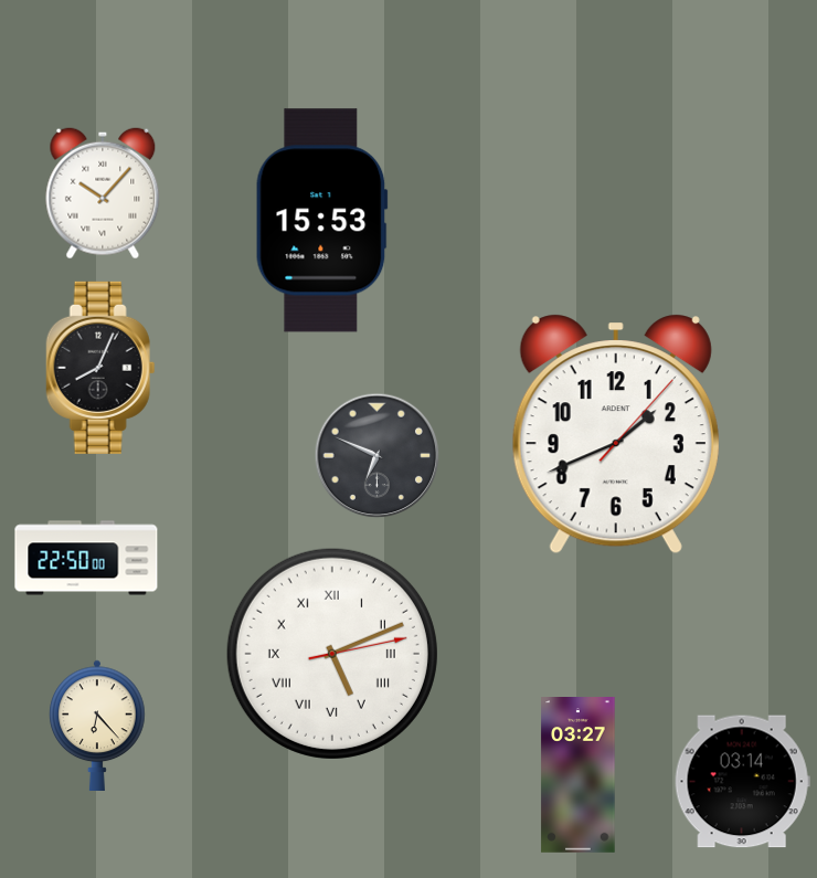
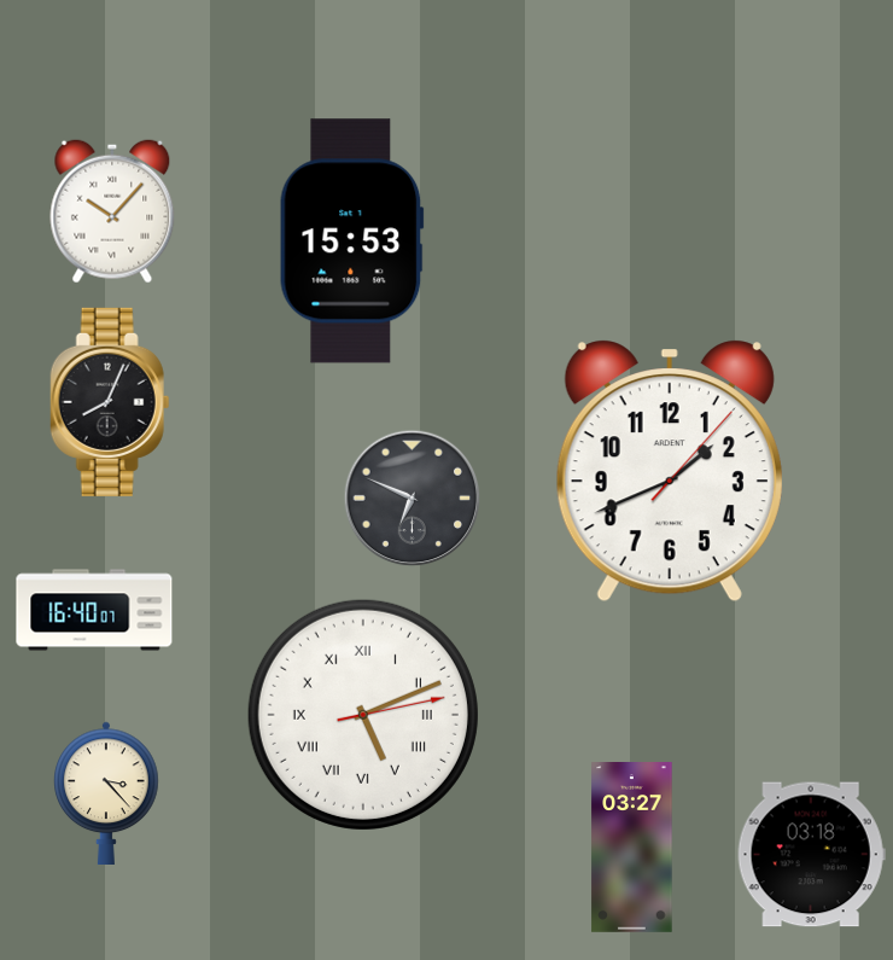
clock at (616, 434) position: (616, 434) -> (670, 471)
clock at (86, 558): 22:50 -> 16:40
clock at (97, 726): 6:23 -> 3:23
clock at (742, 782): 03:14 -> 03:18
